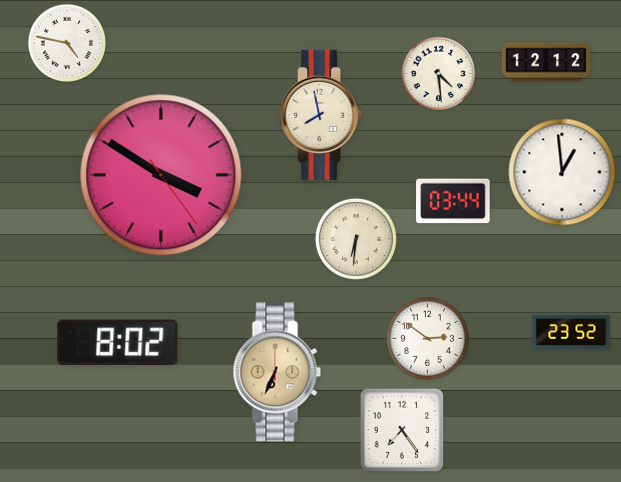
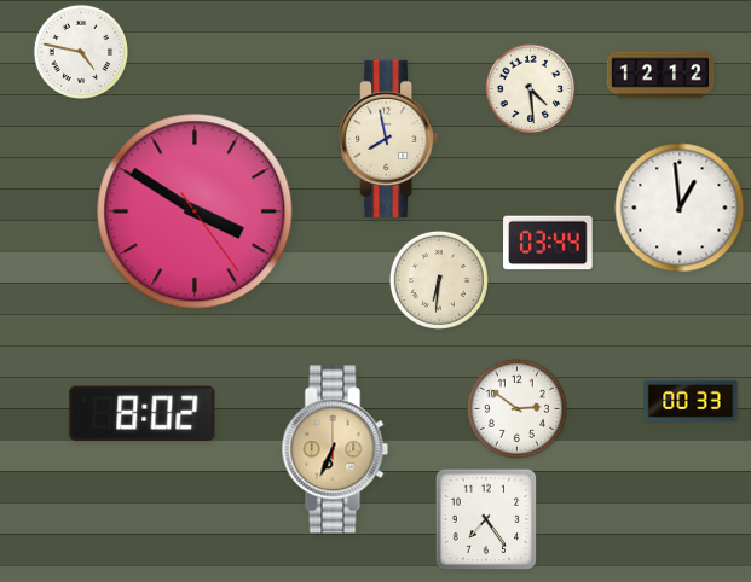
clock at (356, 239) position: (356, 239) -> (439, 280)
clock at (571, 332): 23:52 -> 00:33
